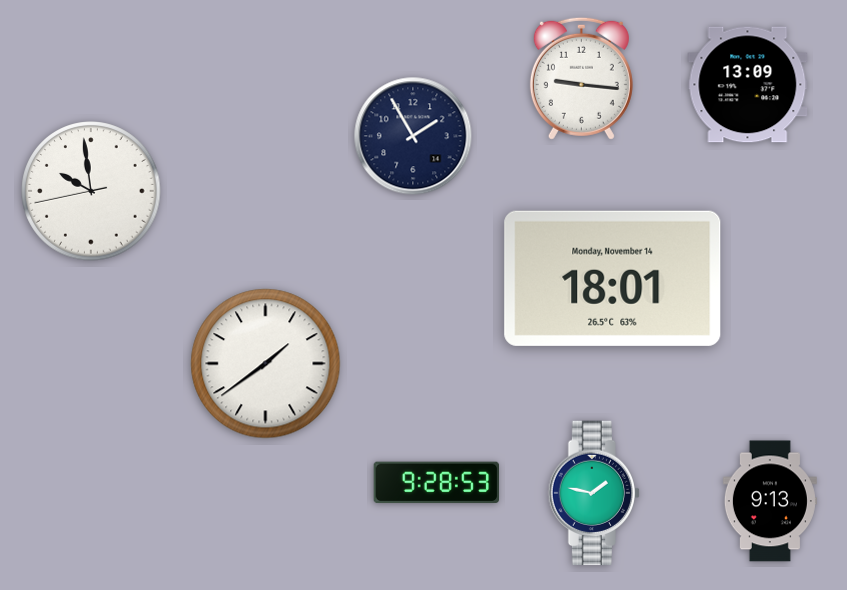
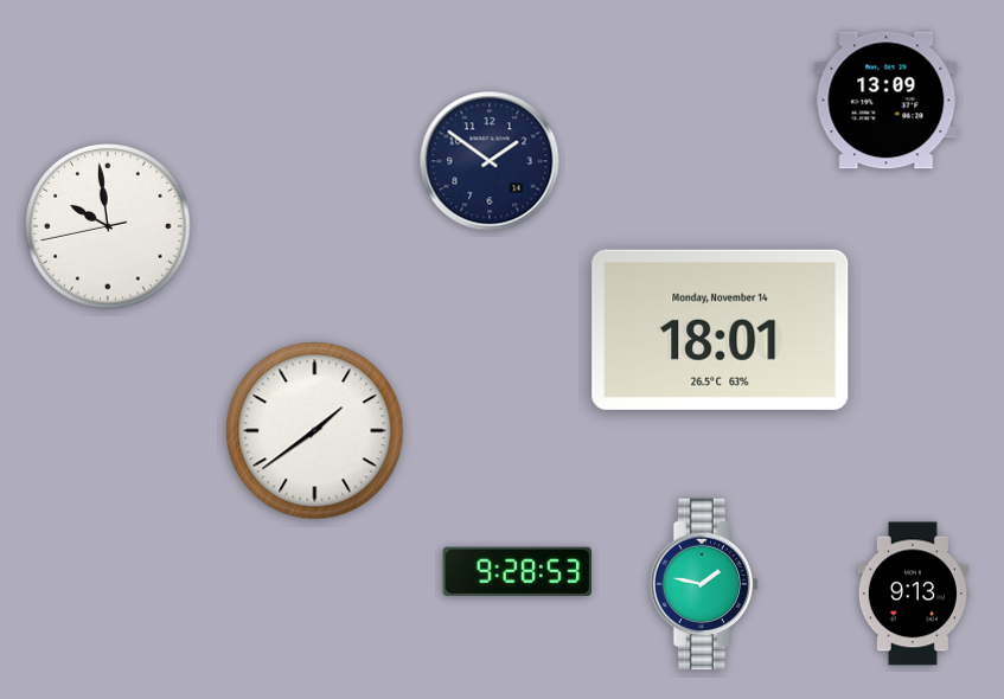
clock at (581, 78): 9:16 -> none
clock at (413, 136): 1:55 -> 1:51
clock at (613, 278) position: (613, 278) -> (721, 329)
